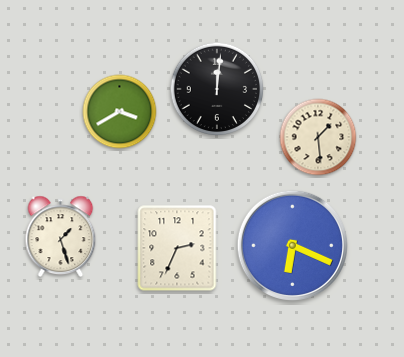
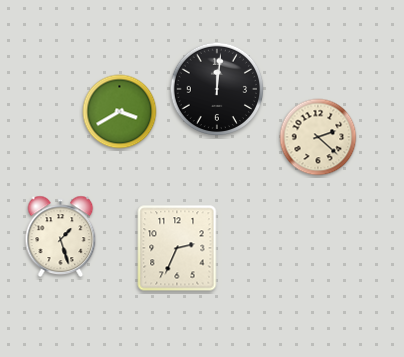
clock at (318, 137): 1:29 -> 2:22
clock at (292, 245): 6:19 -> none
